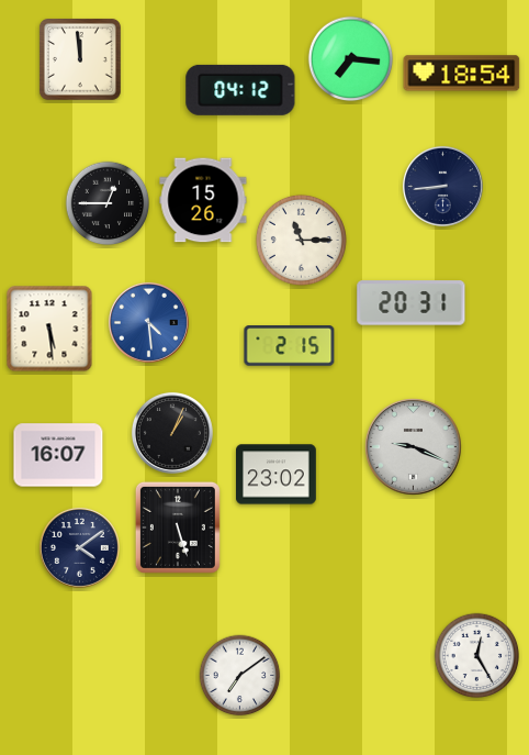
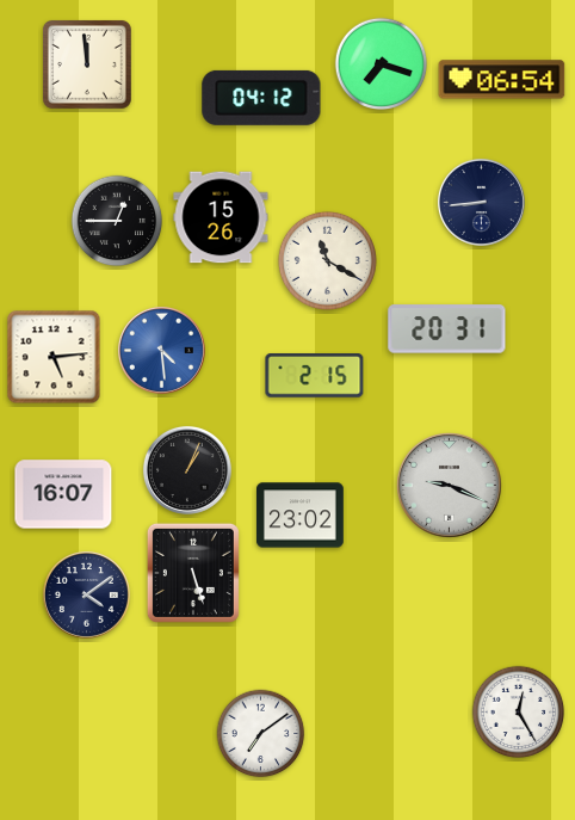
clock at (351, 59): 7:16 -> 7:18
clock at (462, 74): 18:54 -> 06:54
clock at (301, 240): 11:15 -> 11:20
clock at (49, 329): 5:29 -> 5:14
